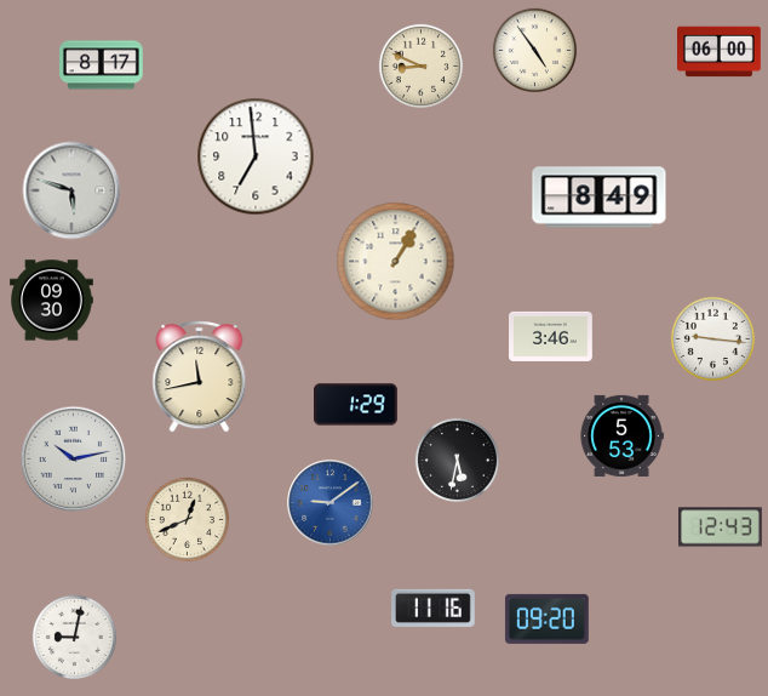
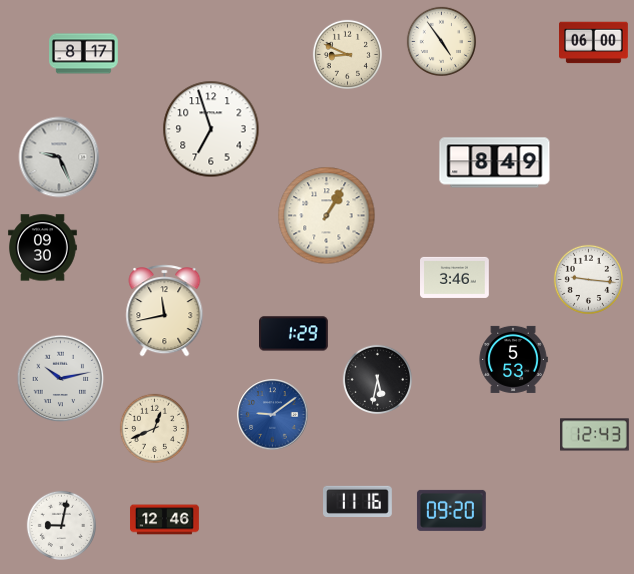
clock at (256, 156): 6:59 -> 6:57
clock at (71, 190): 5:48 -> 9:26
clock at (165, 520): none -> 12:46
